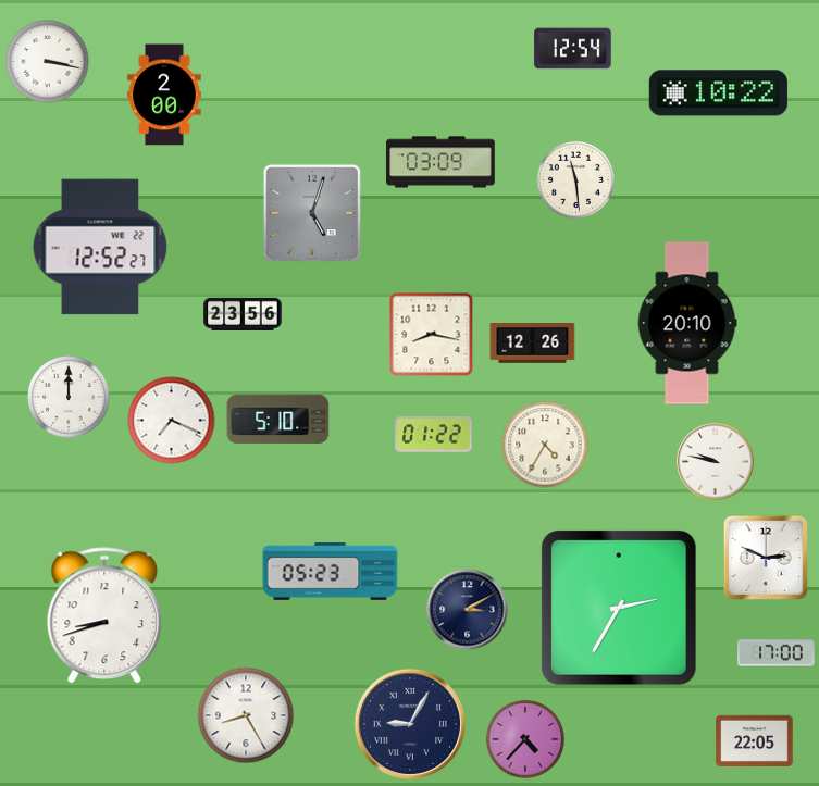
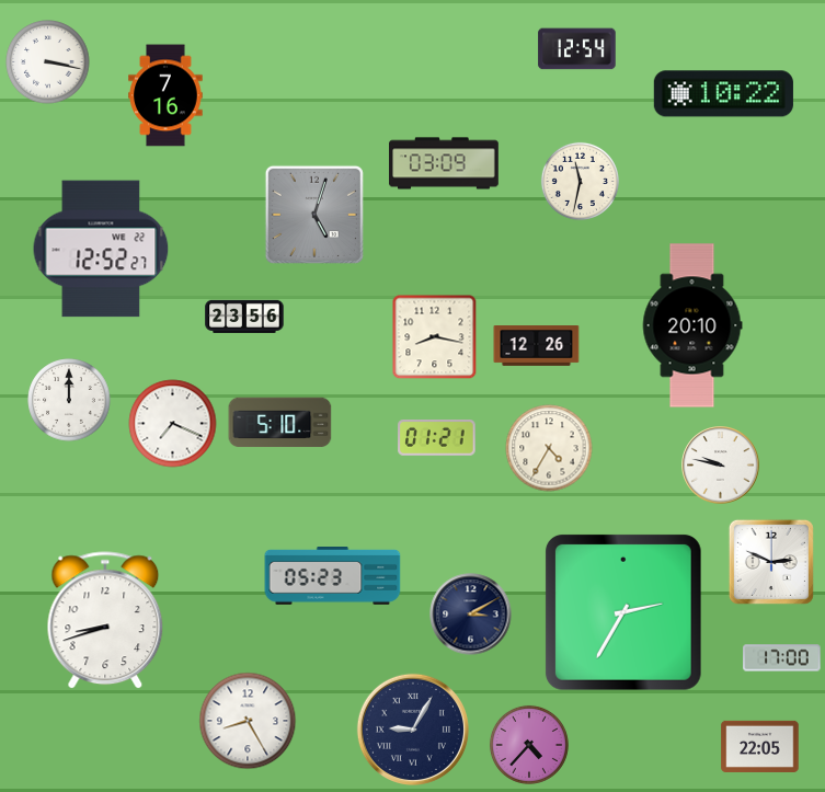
clock at (164, 95): 2:00 -> 7:16
clock at (575, 179): 11:29 -> 11:32
clock at (434, 435): 01:22 -> 01:21
